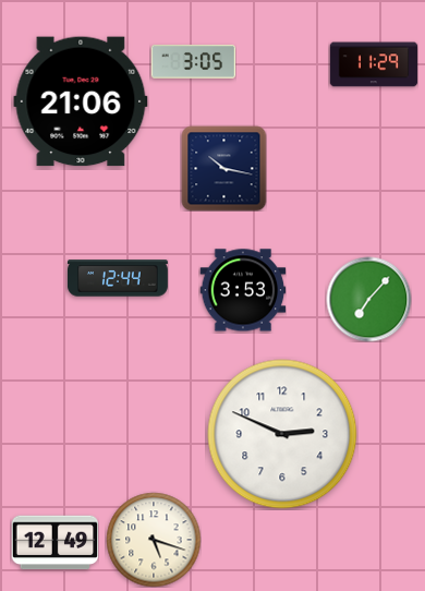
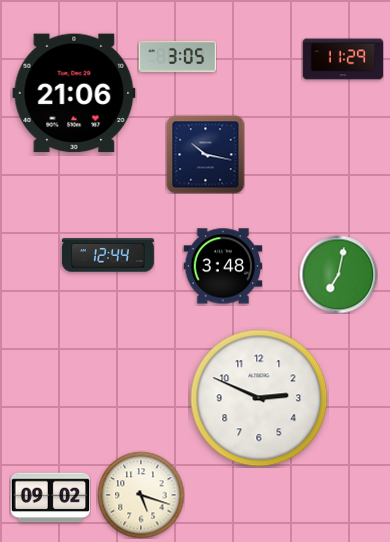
clock at (243, 290): 3:53 -> 3:48
clock at (368, 299): 7:07 -> 7:02
clock at (54, 543): 12:49 -> 09:02
